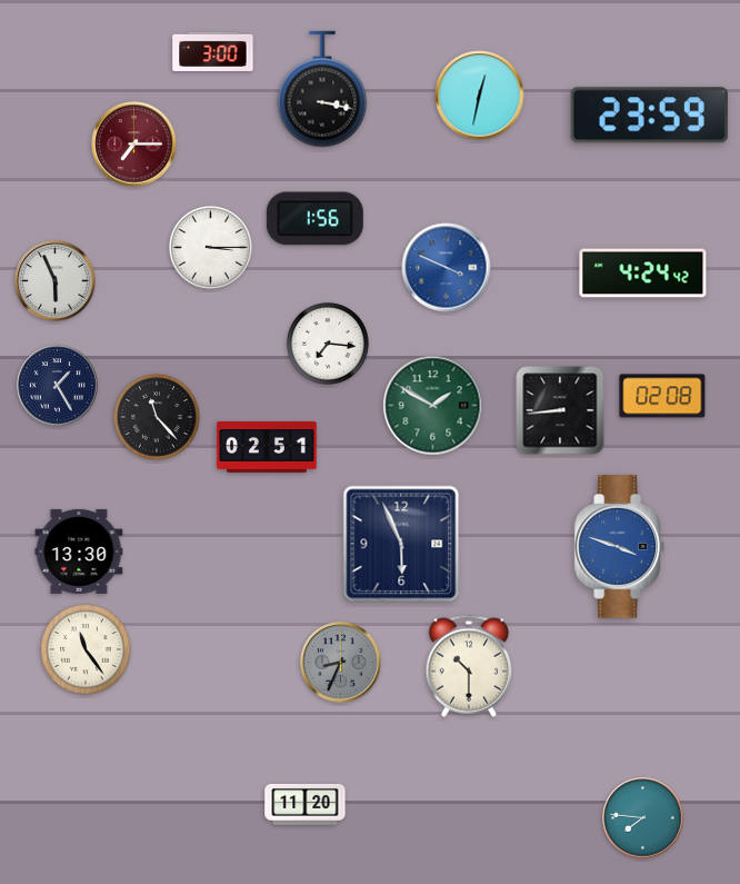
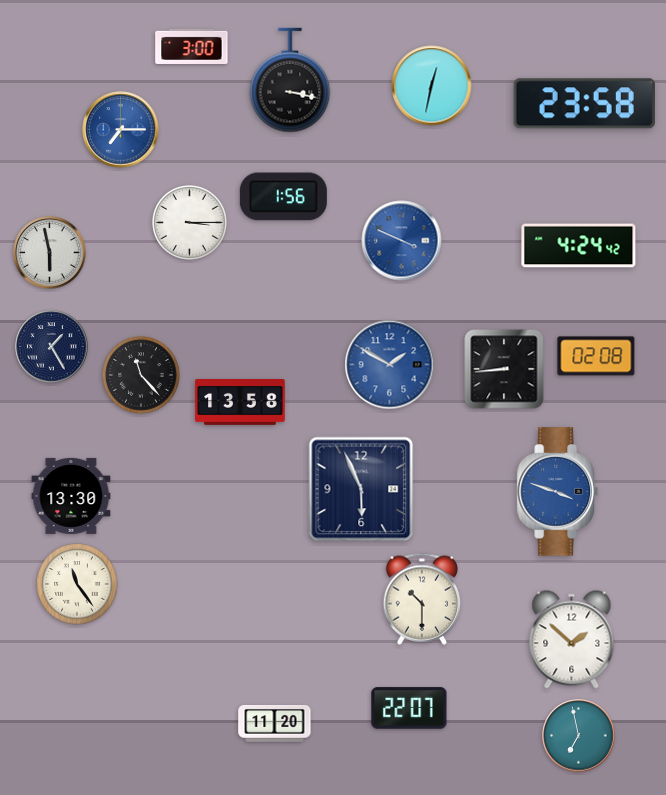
clock at (649, 116): 23:59 -> 23:58
clock at (134, 145) dial: burgundy -> blue
clock at (56, 281): 5:56 -> 5:58
clock at (328, 344): 7:16 -> none
clock at (433, 406) dial: green -> blue
clock at (267, 448): 02:51 -> 13:58
clock at (341, 663): 8:34 -> none
clock at (572, 640): none -> 1:52
clock at (409, 708): none -> 22:07
clock at (643, 818): 7:46 -> 6:58
